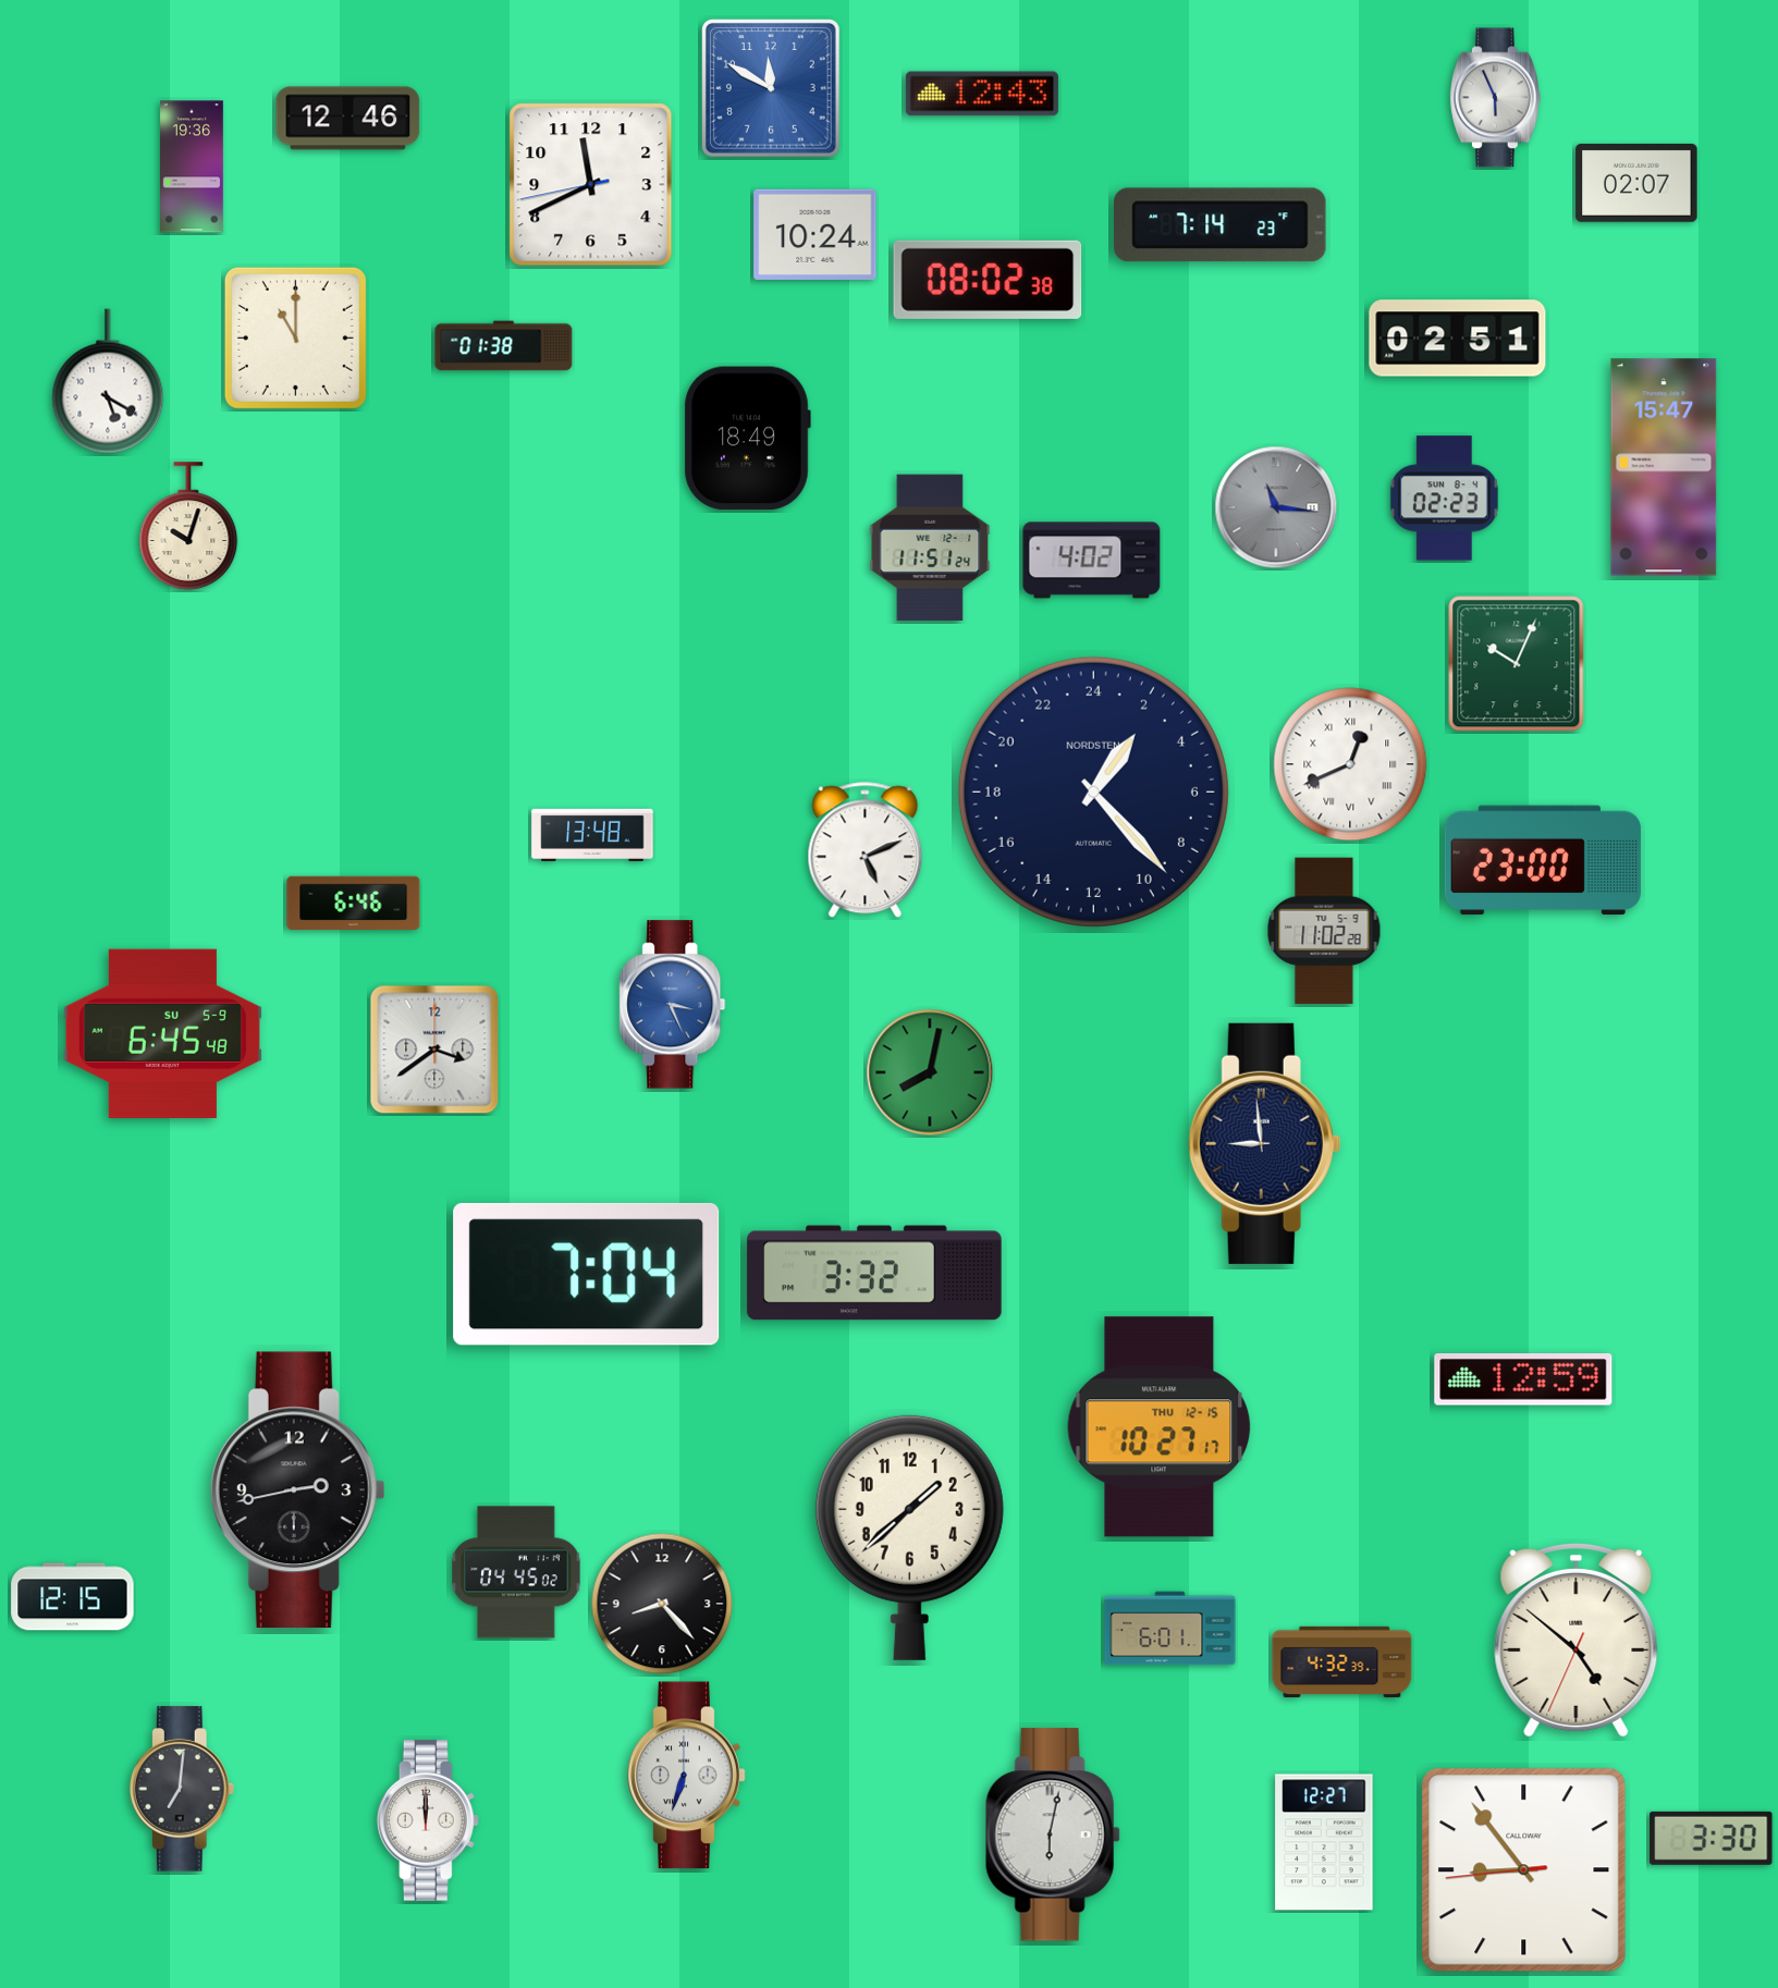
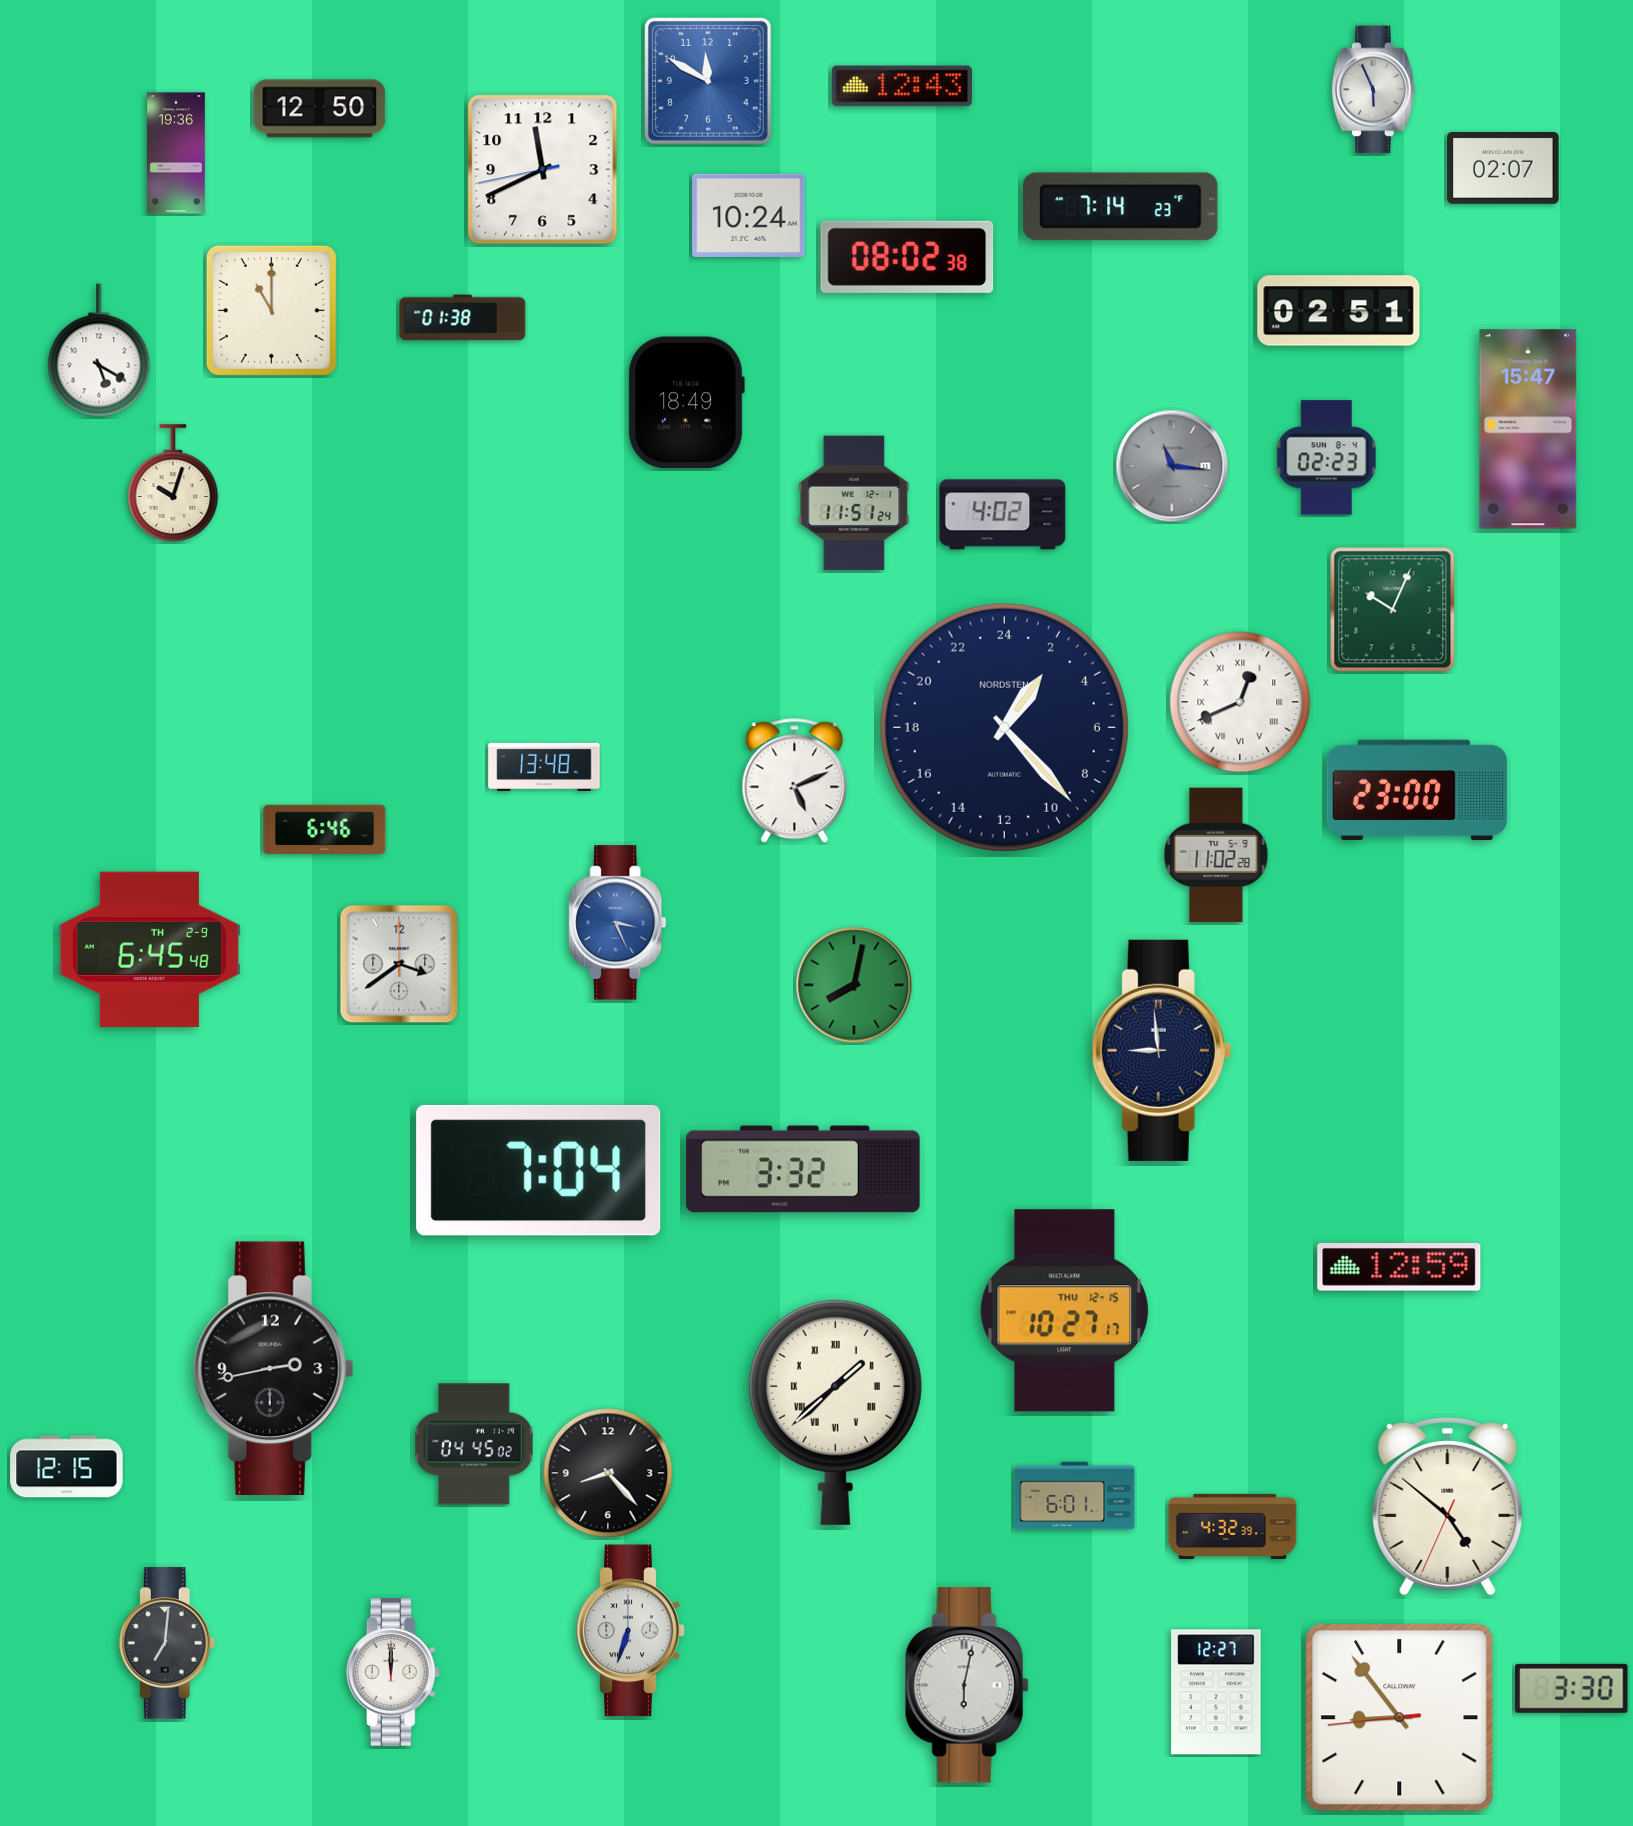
clock at (348, 119): 12:46 -> 12:50
clock at (162, 1033) date: SU 5-9 -> TH 2-9
clock at (909, 1537) numerals: Arabic -> Roman
